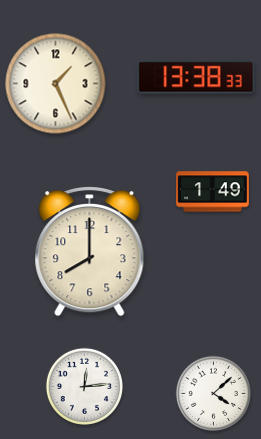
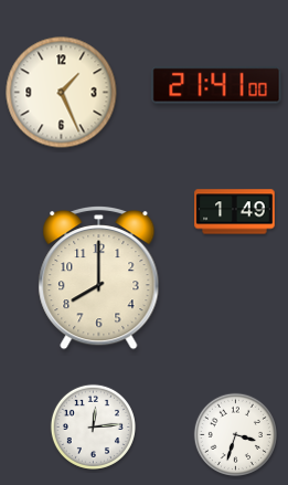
clock at (196, 77): 13:38 -> 21:41
clock at (213, 393): 4:08 -> 3:33
